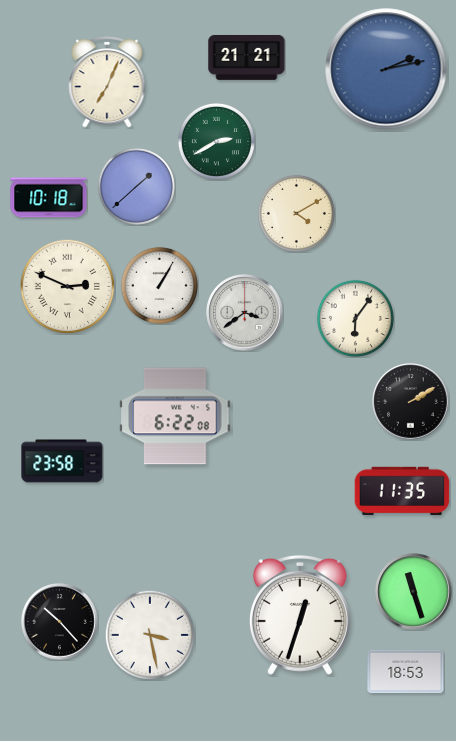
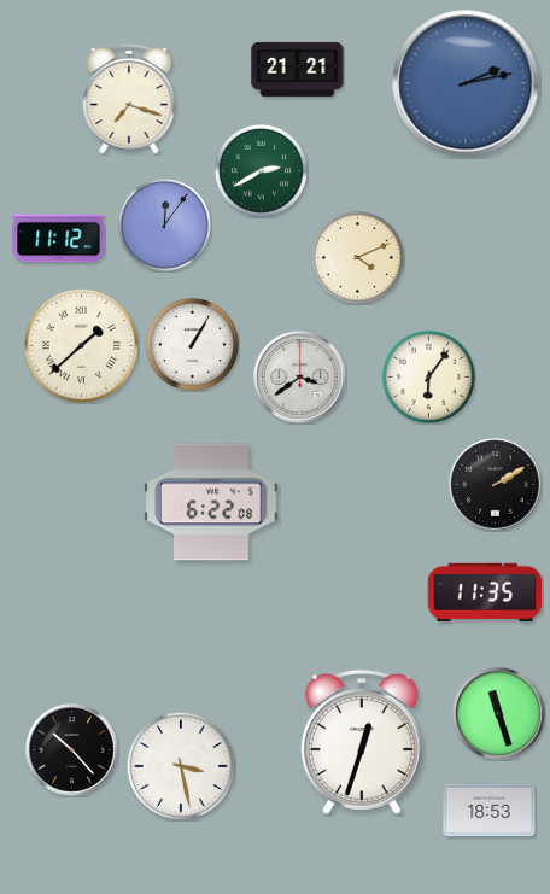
clock at (107, 83): 7:04 -> 7:18
clock at (136, 186): 1:38 -> 12:06
clock at (49, 198): 10:18 -> 11:12
clock at (296, 213): 4:10 -> 4:11
clock at (67, 286): 2:49 -> 1:38
clock at (245, 313) position: (245, 313) -> (300, 378)
clock at (355, 318) position: (355, 318) -> (428, 376)
clock at (62, 461): 23:58 -> none
